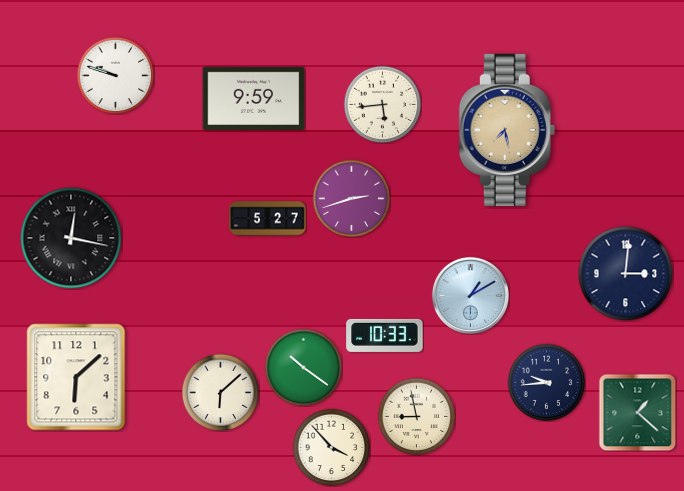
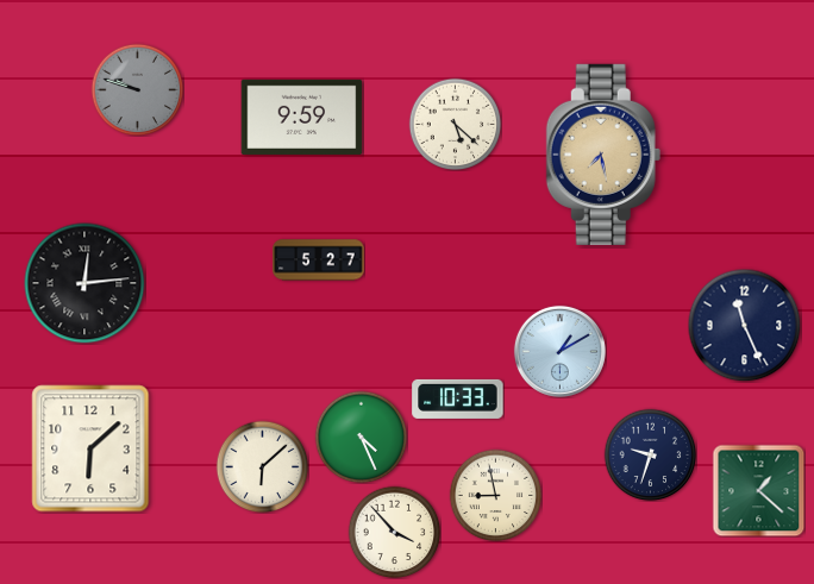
clock at (115, 75) dial: white -> grey
clock at (382, 104): 5:44 -> 5:22
clock at (351, 198): 2:42 -> none
clock at (71, 238): 12:17 -> 12:14
clock at (625, 273): 3:01 -> 11:26
clock at (303, 367): 10:21 -> 4:26
clock at (546, 382): 9:44 -> 9:33
